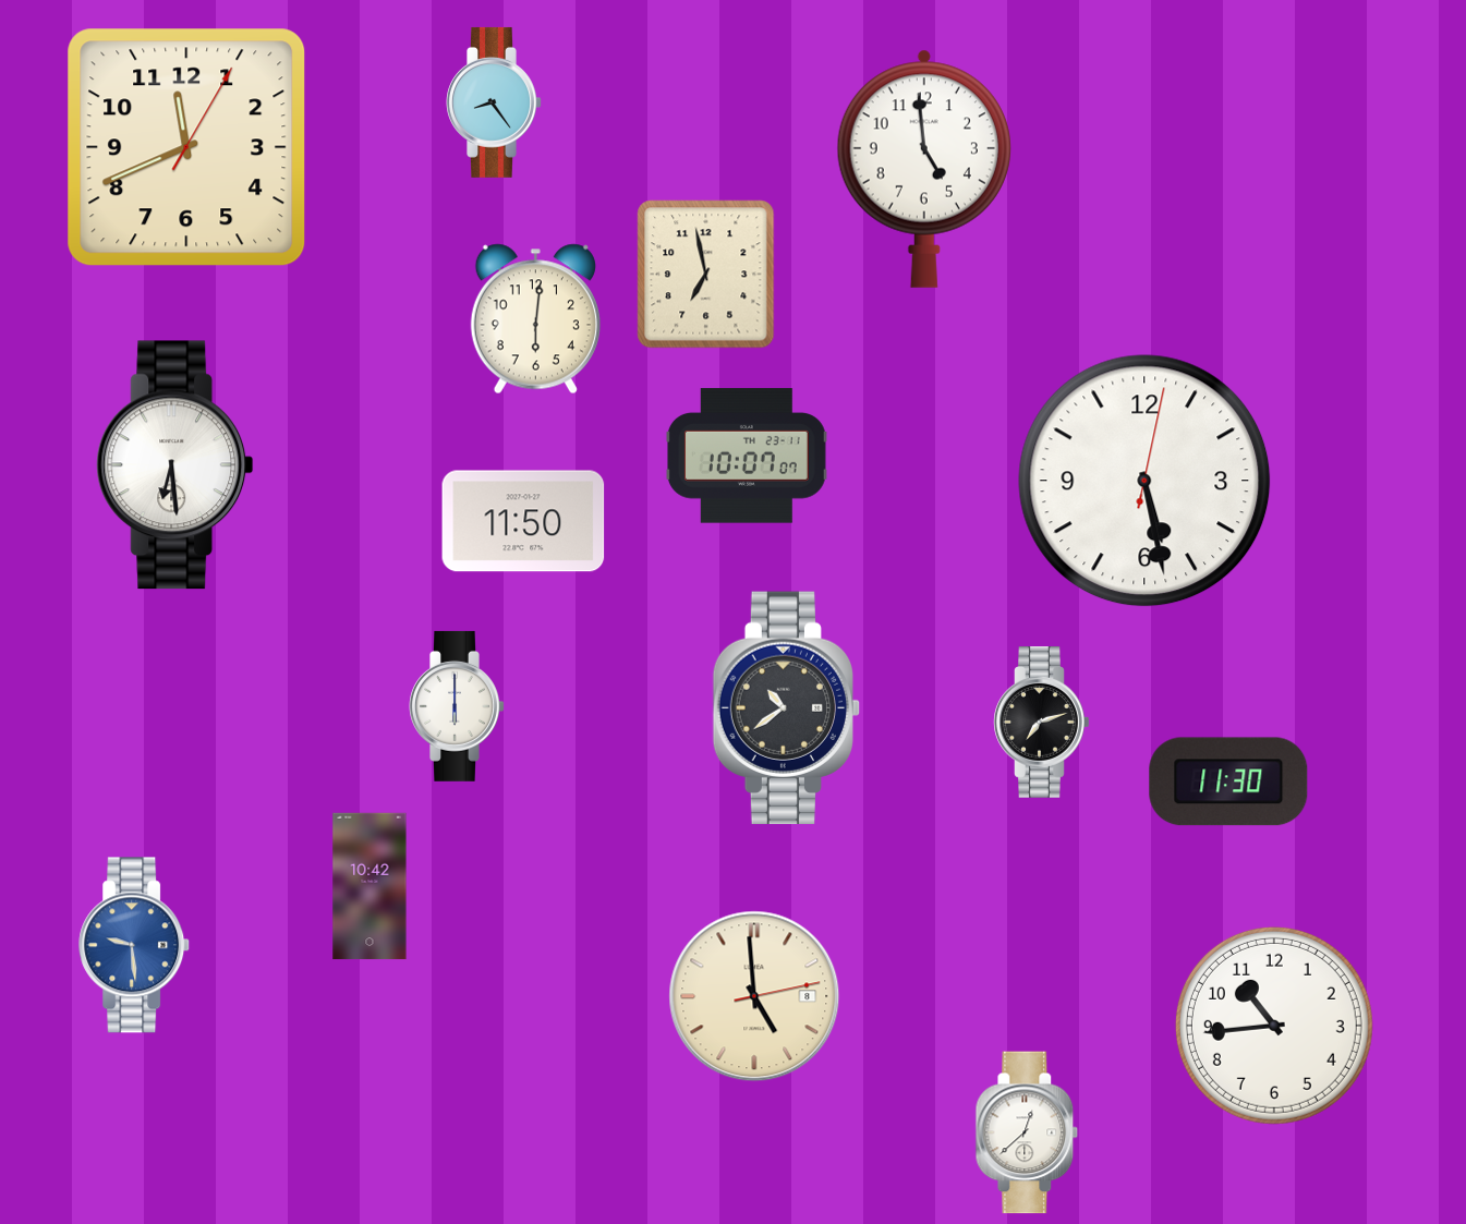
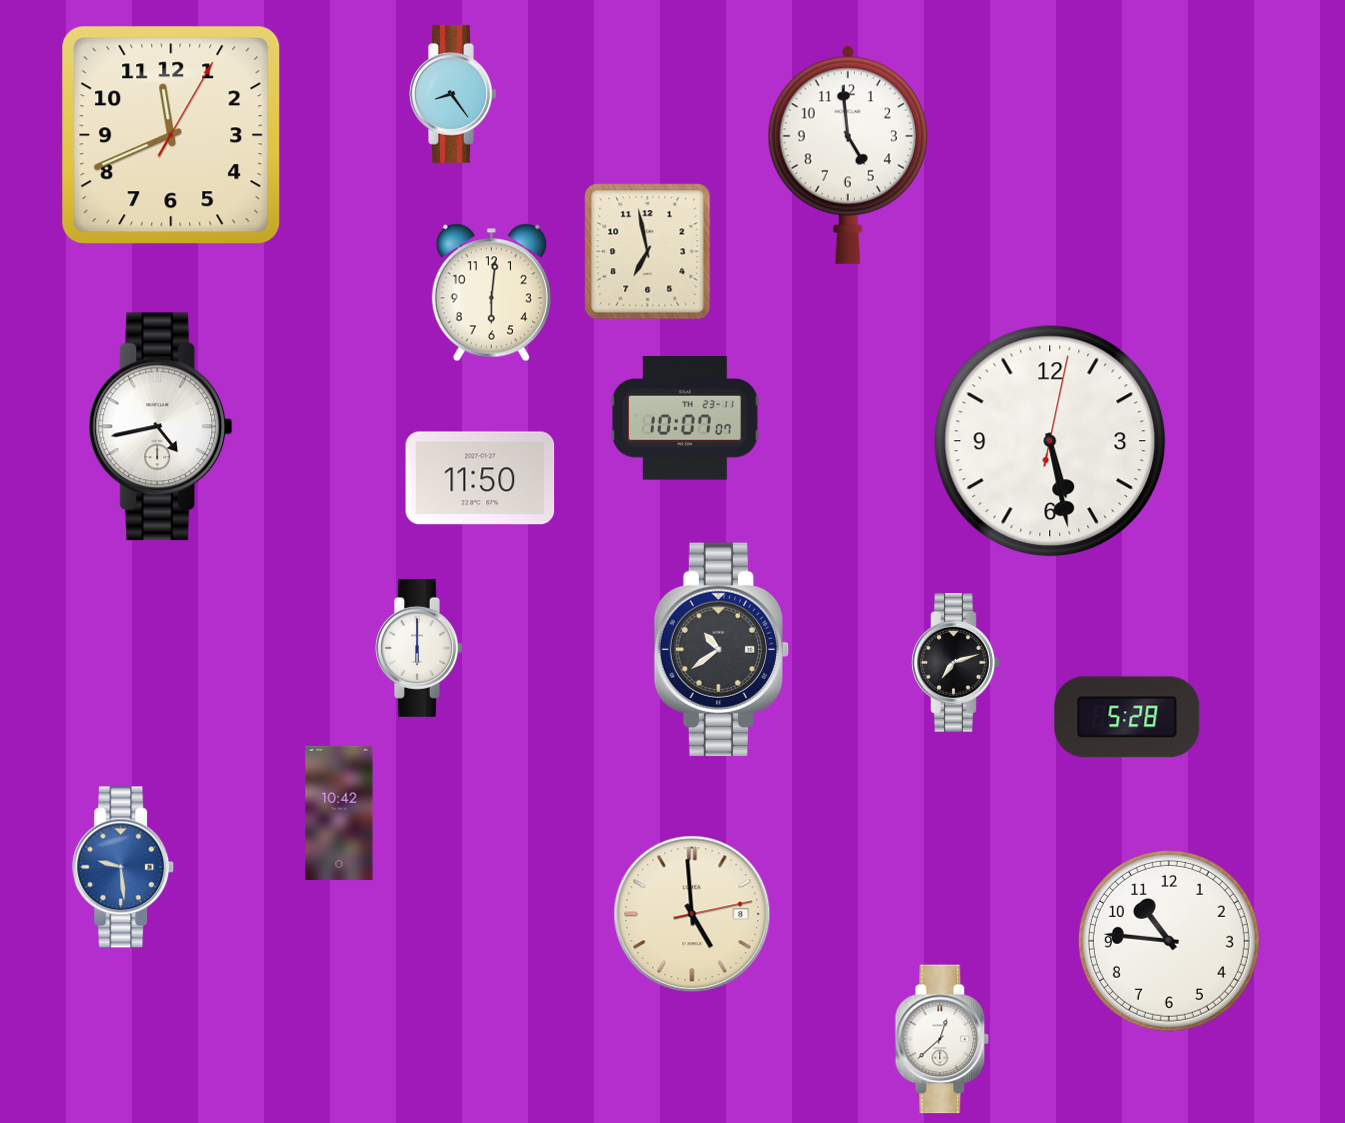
clock at (175, 465): 6:29 -> 4:43
clock at (1228, 781): 11:30 -> 5:28
clock at (1274, 1026): 10:44 -> 10:46
